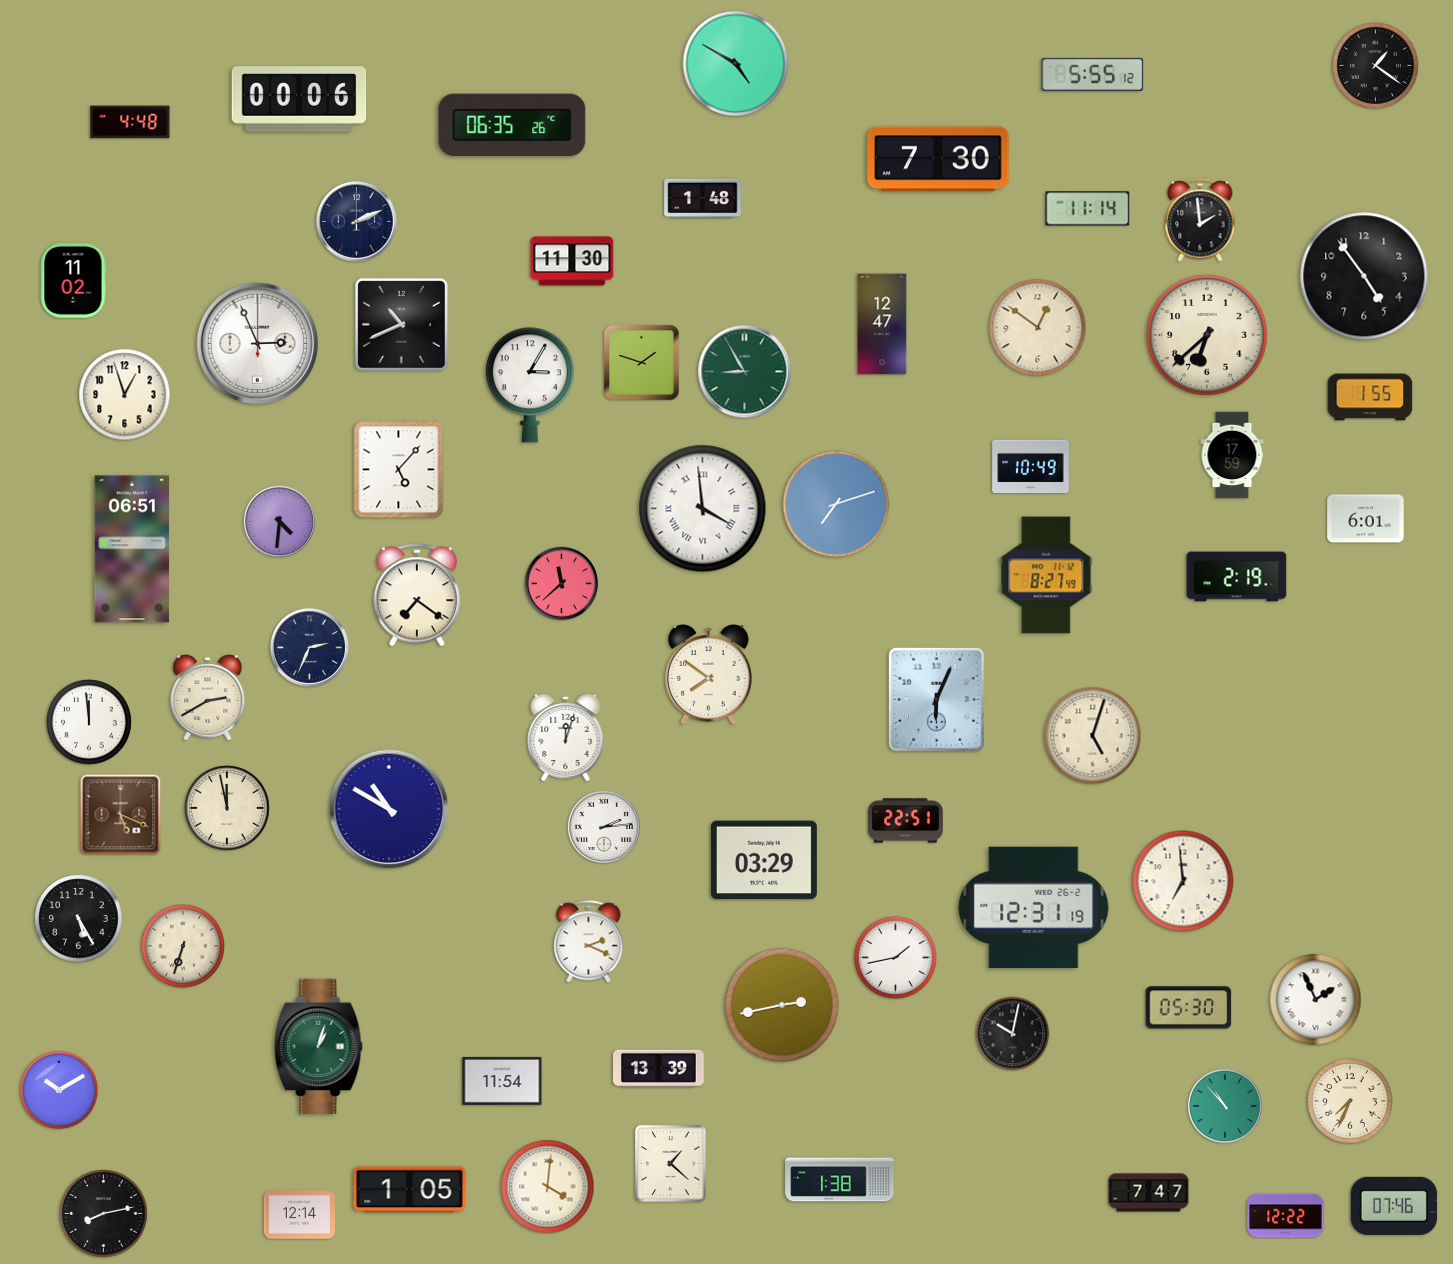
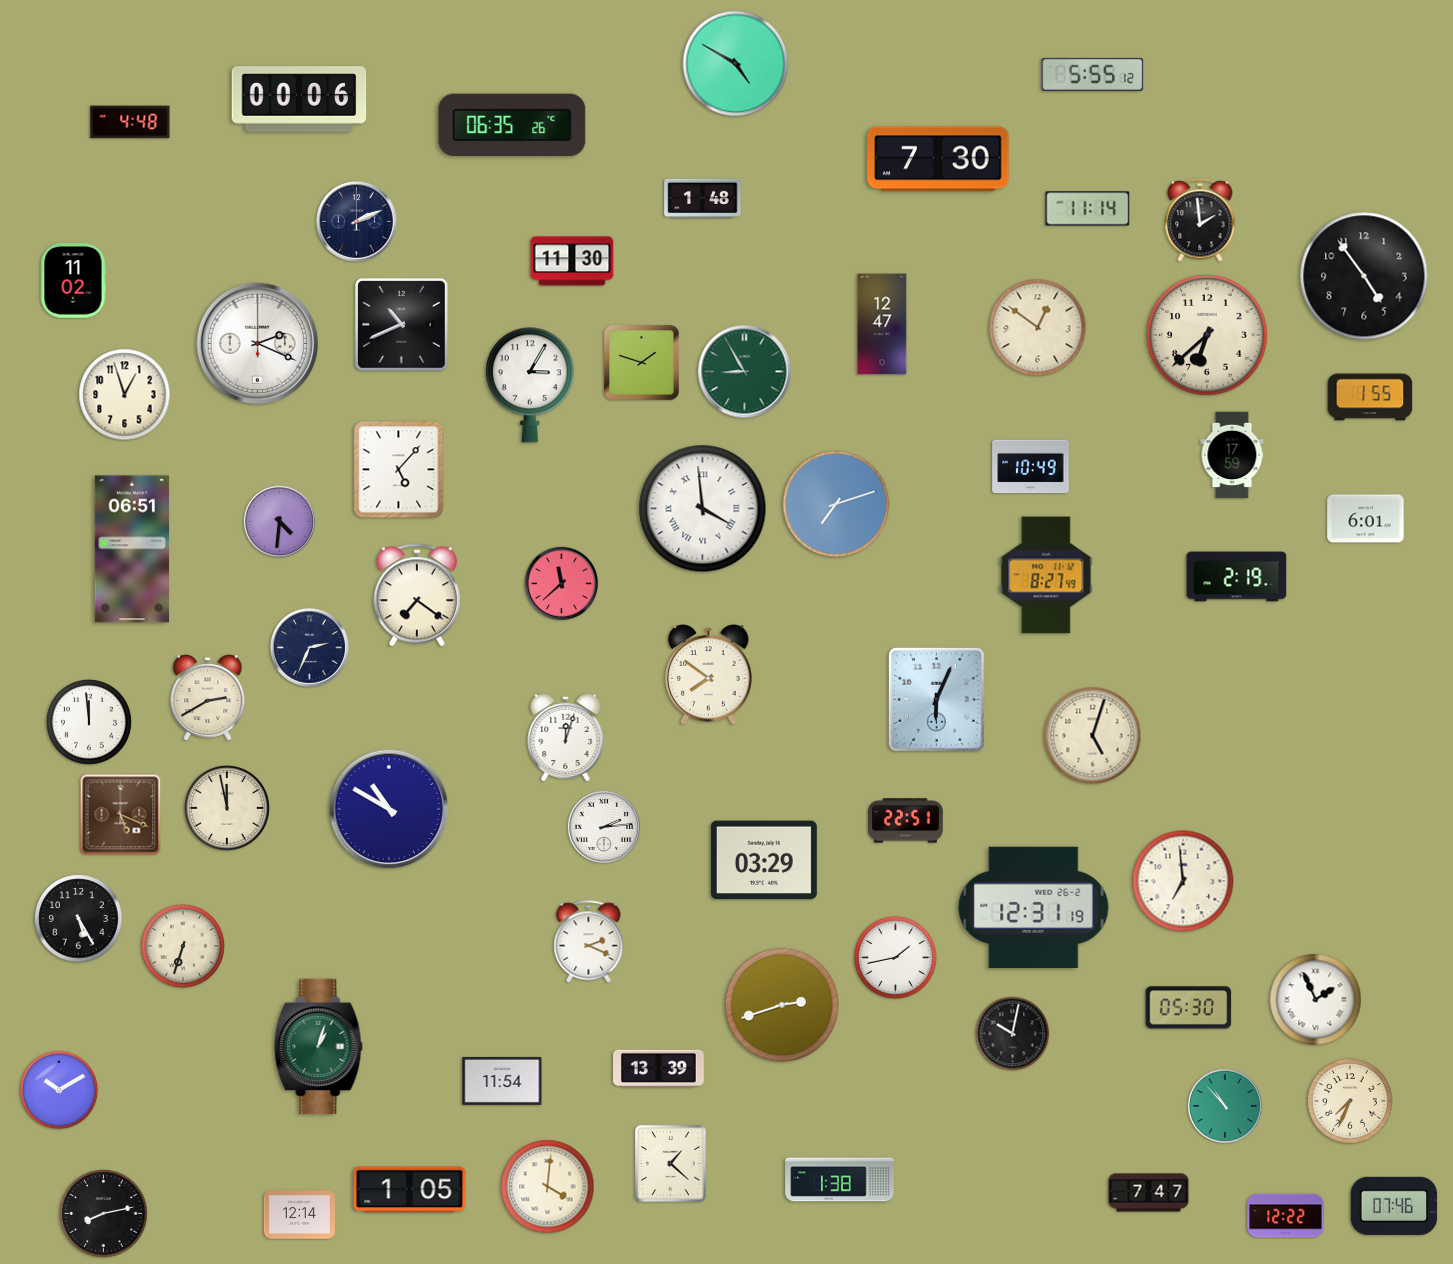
clock at (1376, 66): 1:21 -> none
clock at (257, 343): 2:56 -> 2:19
clock at (782, 1005): 2:43 -> 2:42
